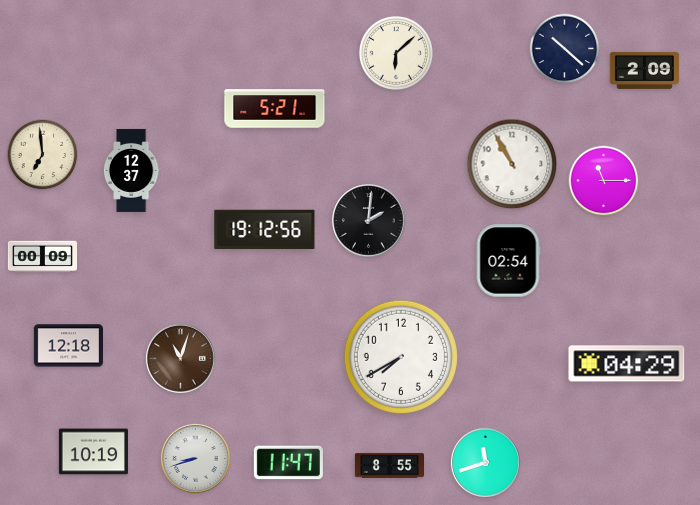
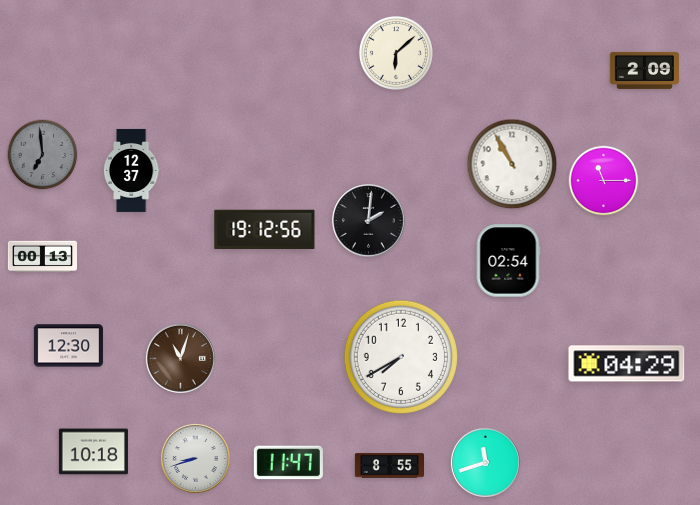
clock at (565, 49): 10:22 -> none
clock at (275, 109): 5:21 -> none
clock at (43, 155) dial: cream -> grey
clock at (42, 257): 00:09 -> 00:13
clock at (68, 346): 12:18 -> 12:30
clock at (93, 452): 10:19 -> 10:18
